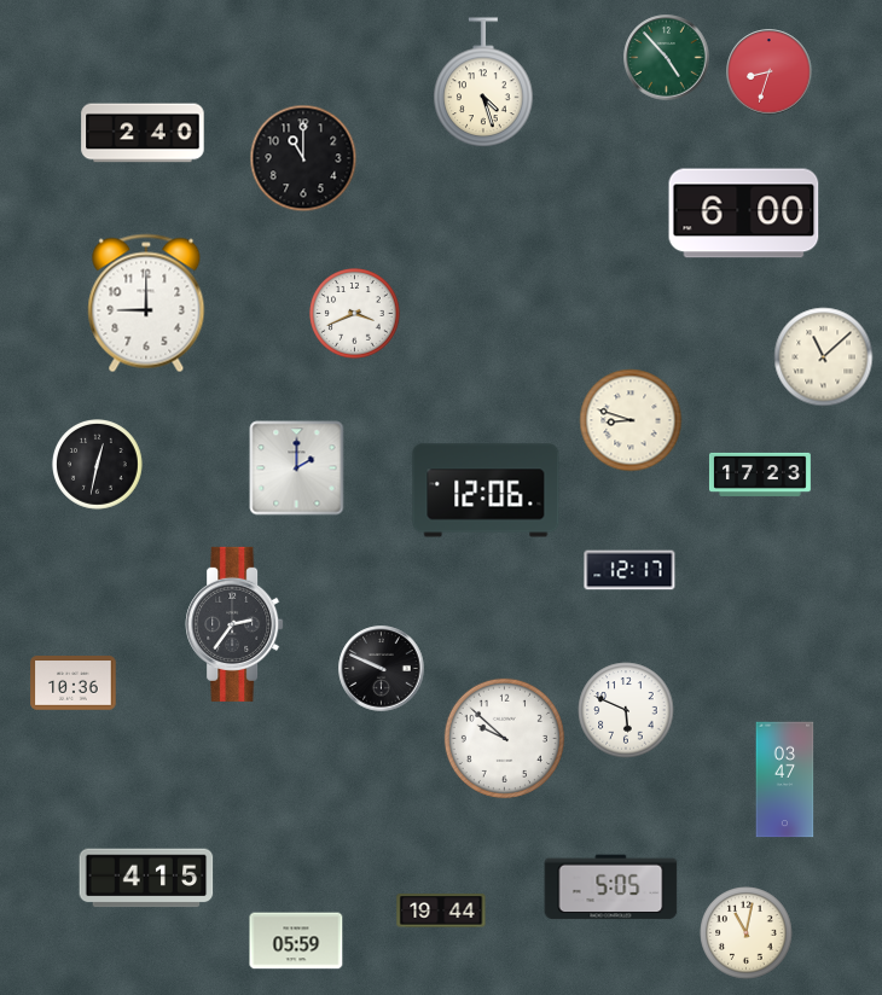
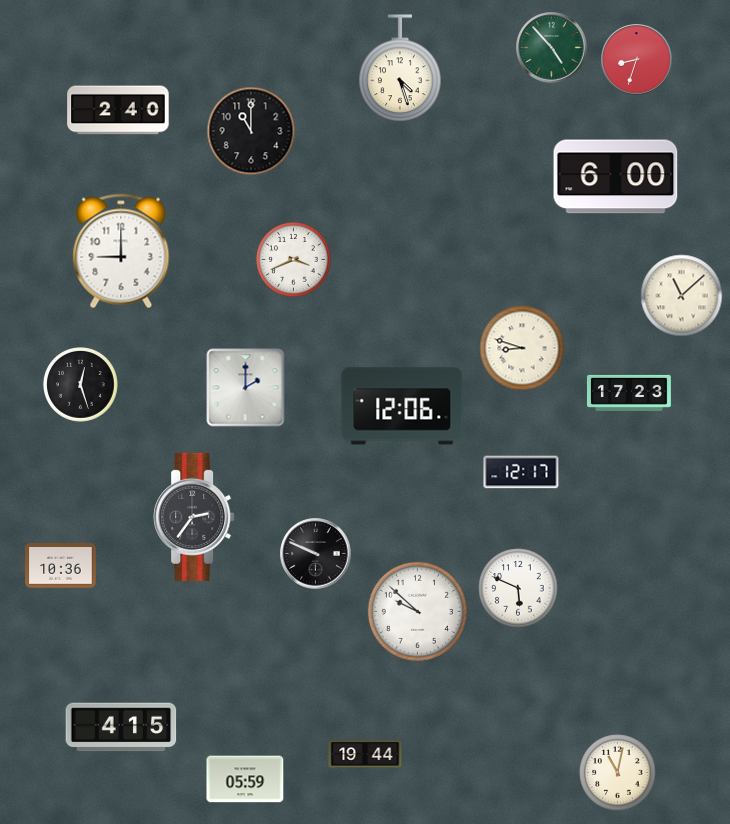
clock at (98, 465): 12:32 -> 12:27
clock at (785, 780): 03:47 -> none
clock at (611, 888): 5:05 -> none
